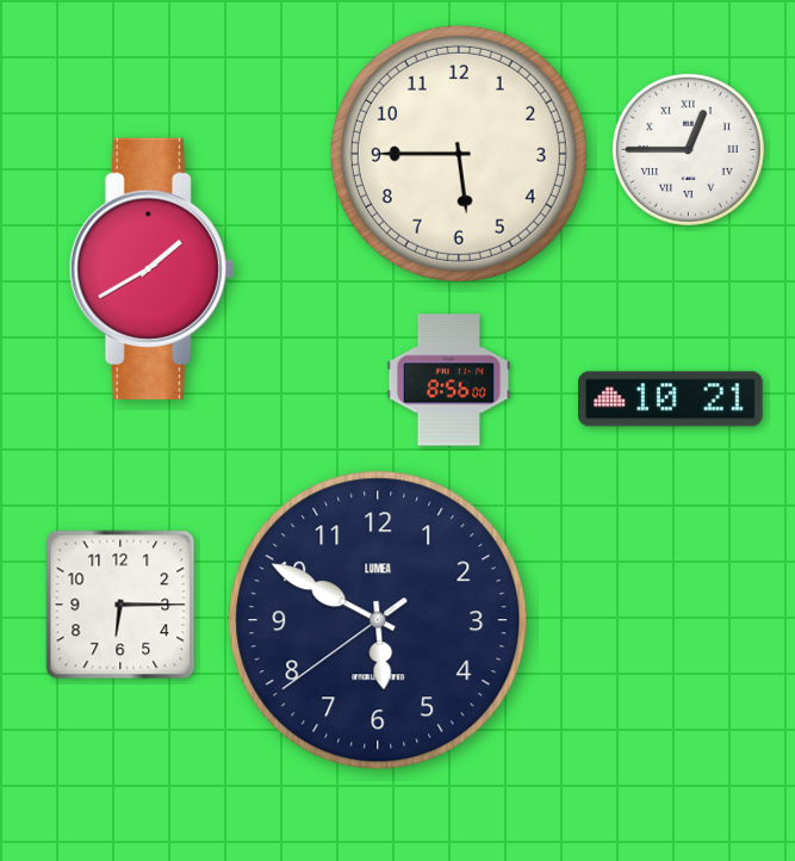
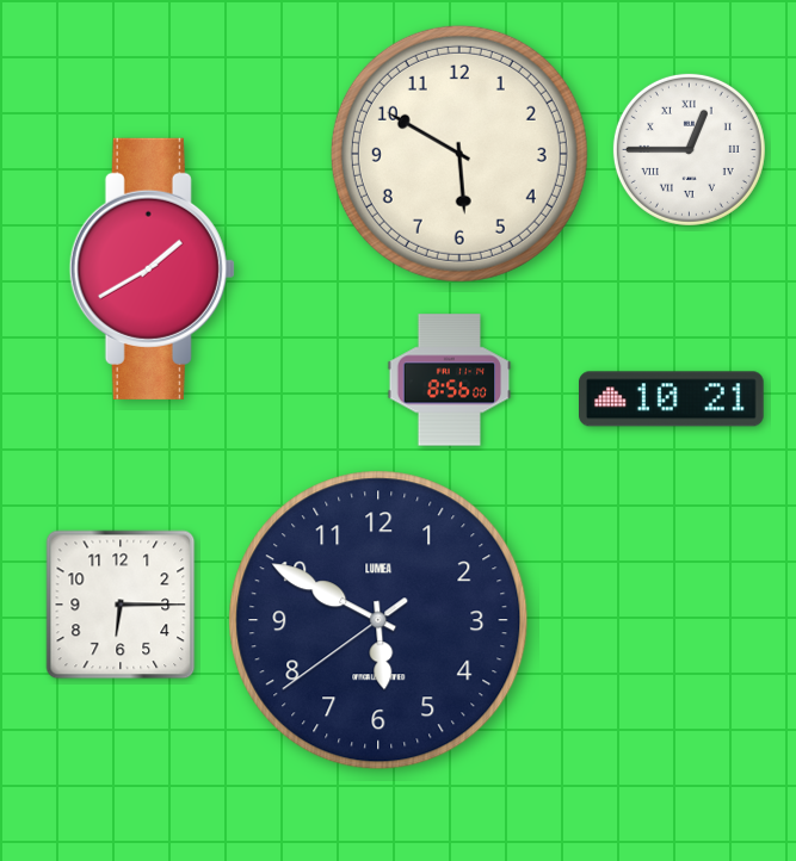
clock at (459, 154): 5:45 -> 5:50
